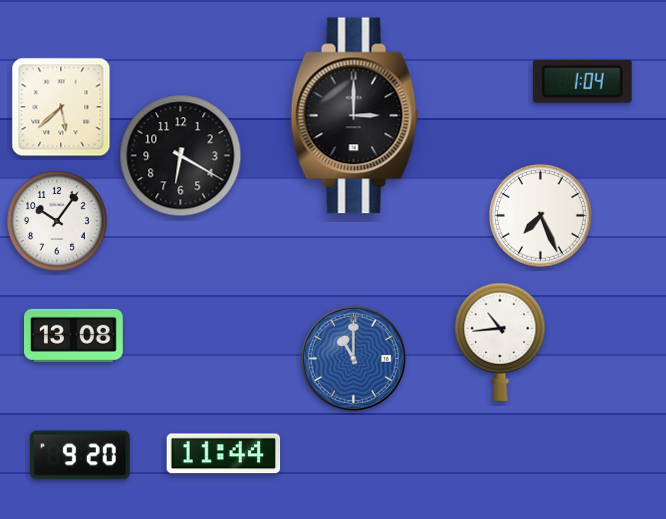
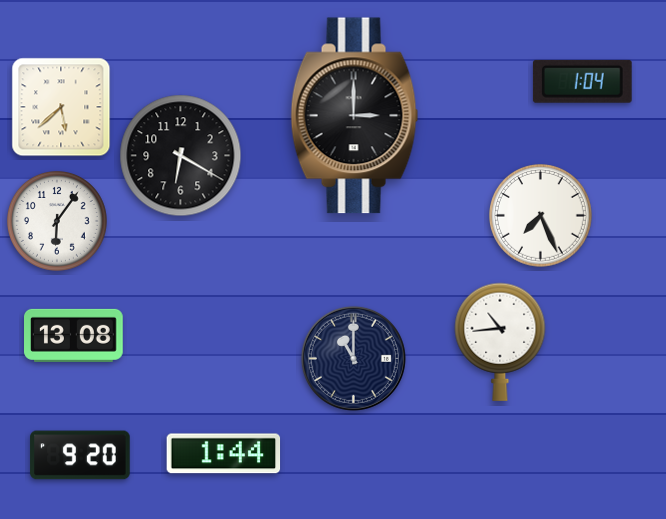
clock at (57, 221): 10:06 -> 6:06
clock at (353, 358) dial: blue -> navy
clock at (224, 454): 11:44 -> 1:44
